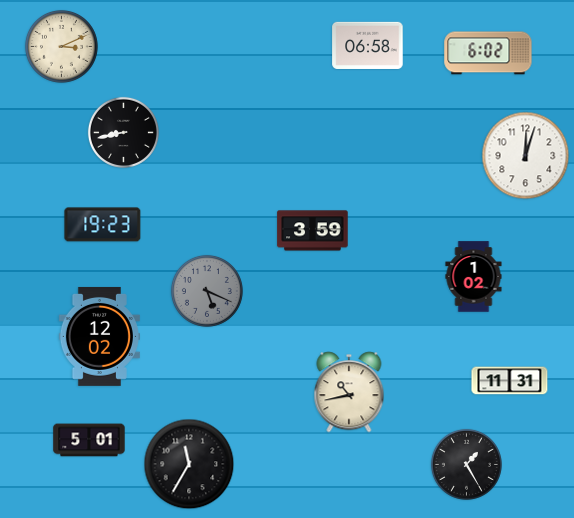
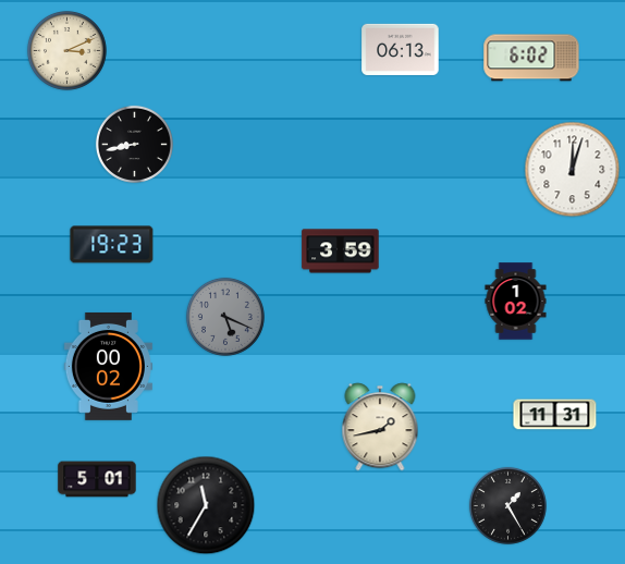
clock at (368, 45): 06:58 -> 06:13
clock at (99, 336): 12:02 -> 00:02
clock at (349, 392): 10:43 -> 1:43
